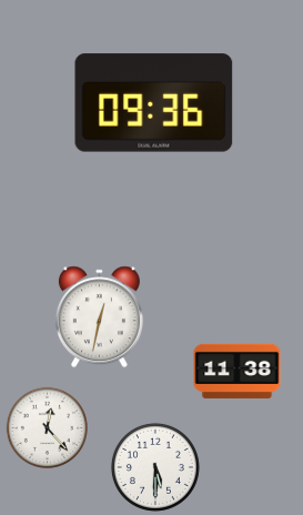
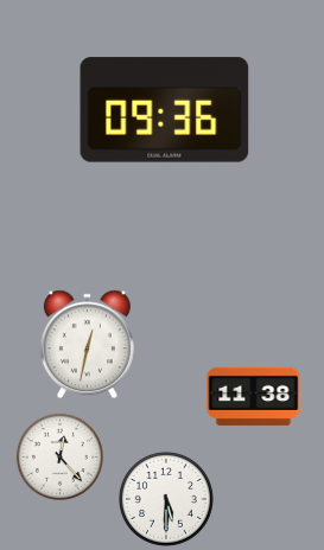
clock at (99, 317) position: (99, 317) -> (87, 345)
clock at (47, 427) position: (47, 427) -> (59, 456)
